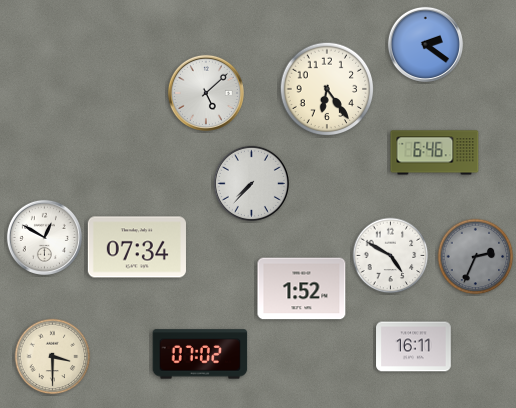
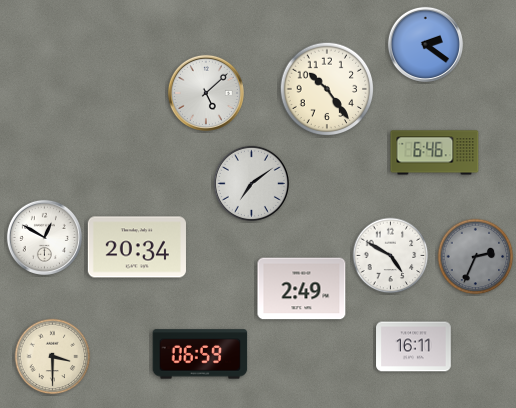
clock at (327, 89): 6:24 -> 10:24
clock at (251, 183): 7:37 -> 7:09
clock at (137, 247): 07:34 -> 20:34
clock at (302, 289): 1:52 -> 2:49
clock at (200, 354): 07:02 -> 06:59
